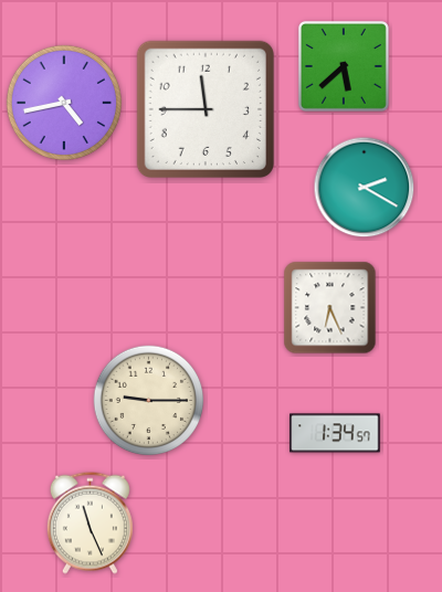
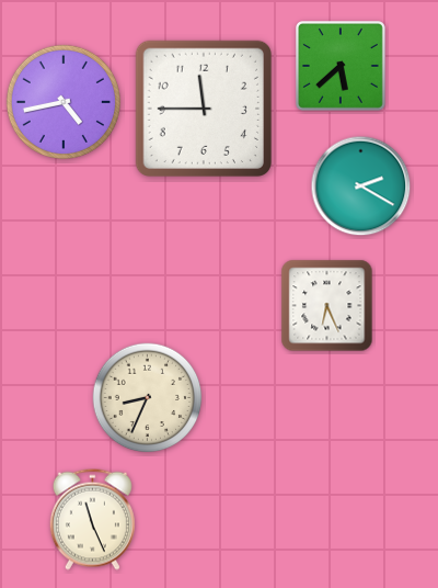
clock at (149, 401): 9:15 -> 8:34
clock at (335, 433): 1:34 -> none
clock at (90, 522) position: (90, 522) -> (92, 519)
